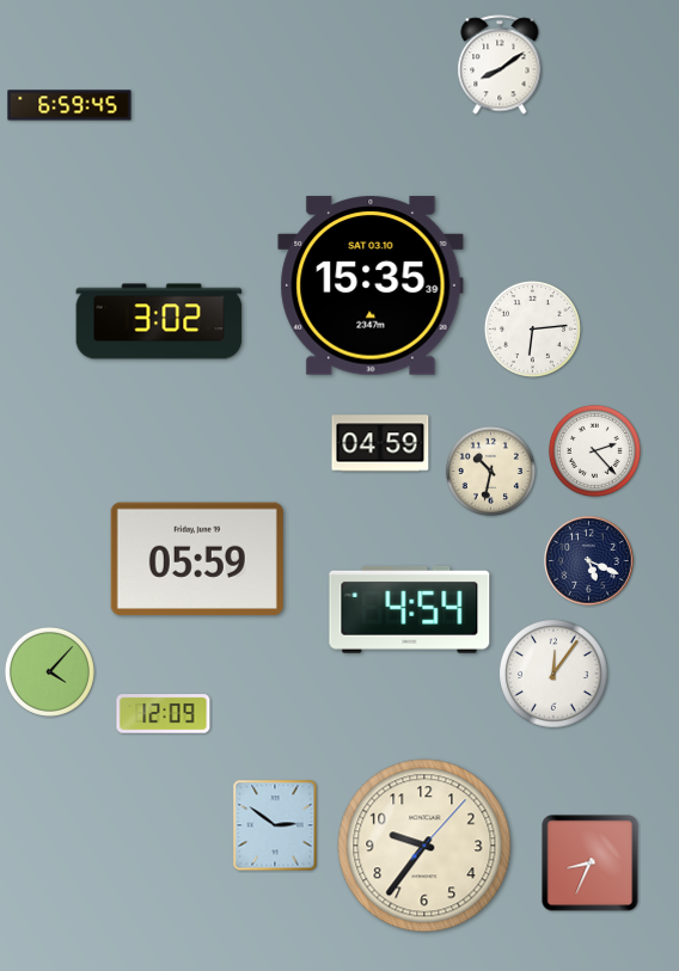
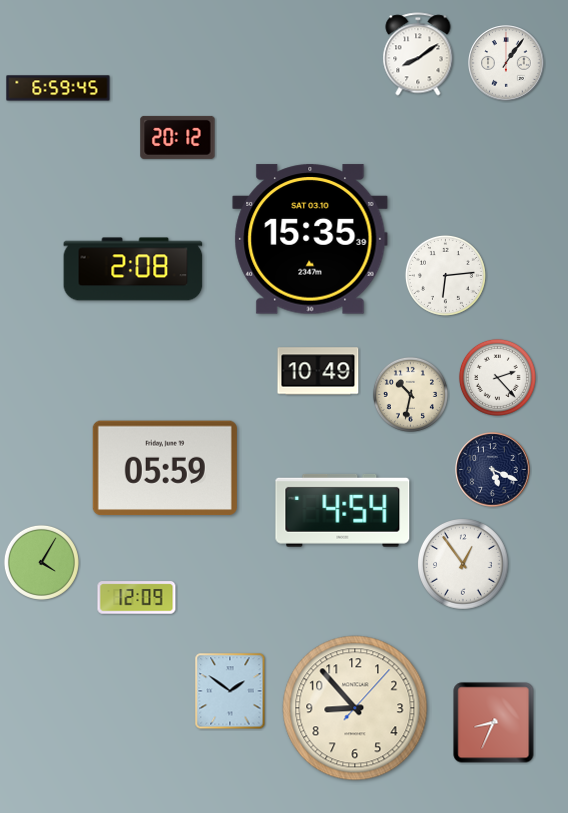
clock at (506, 63): none -> 1:06
clock at (178, 137): none -> 20:12
clock at (159, 321): 3:02 -> 2:08
clock at (380, 443): 04:59 -> 10:49
clock at (49, 671): 4:07 -> 4:05
clock at (555, 675): 12:06 -> 12:54
clock at (275, 825): 2:51 -> 1:51
clock at (424, 846): 9:36 -> 8:53
